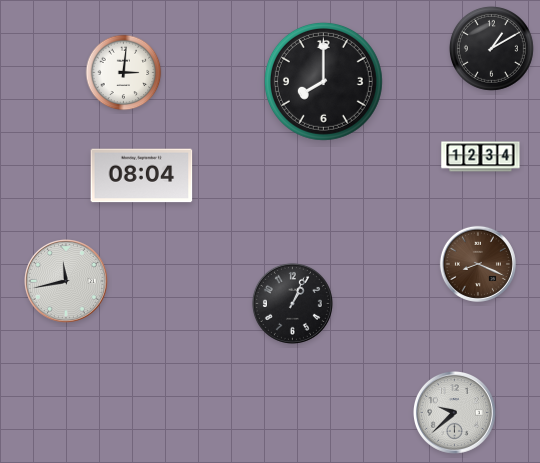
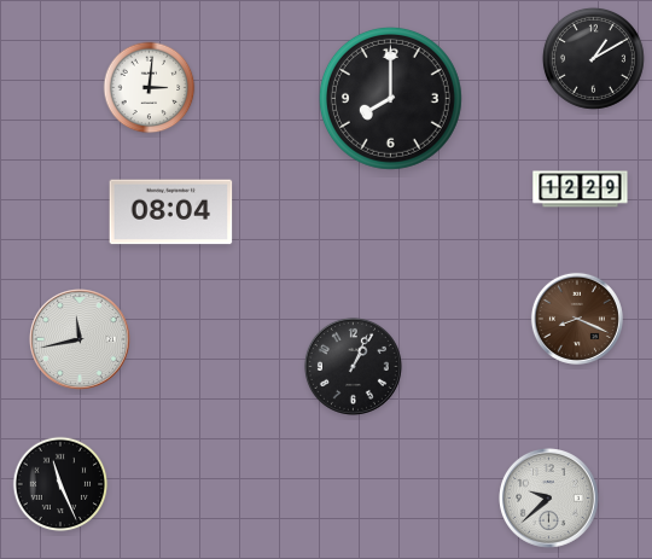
clock at (481, 157): 12:34 -> 12:29
clock at (60, 484): none -> 11:26
